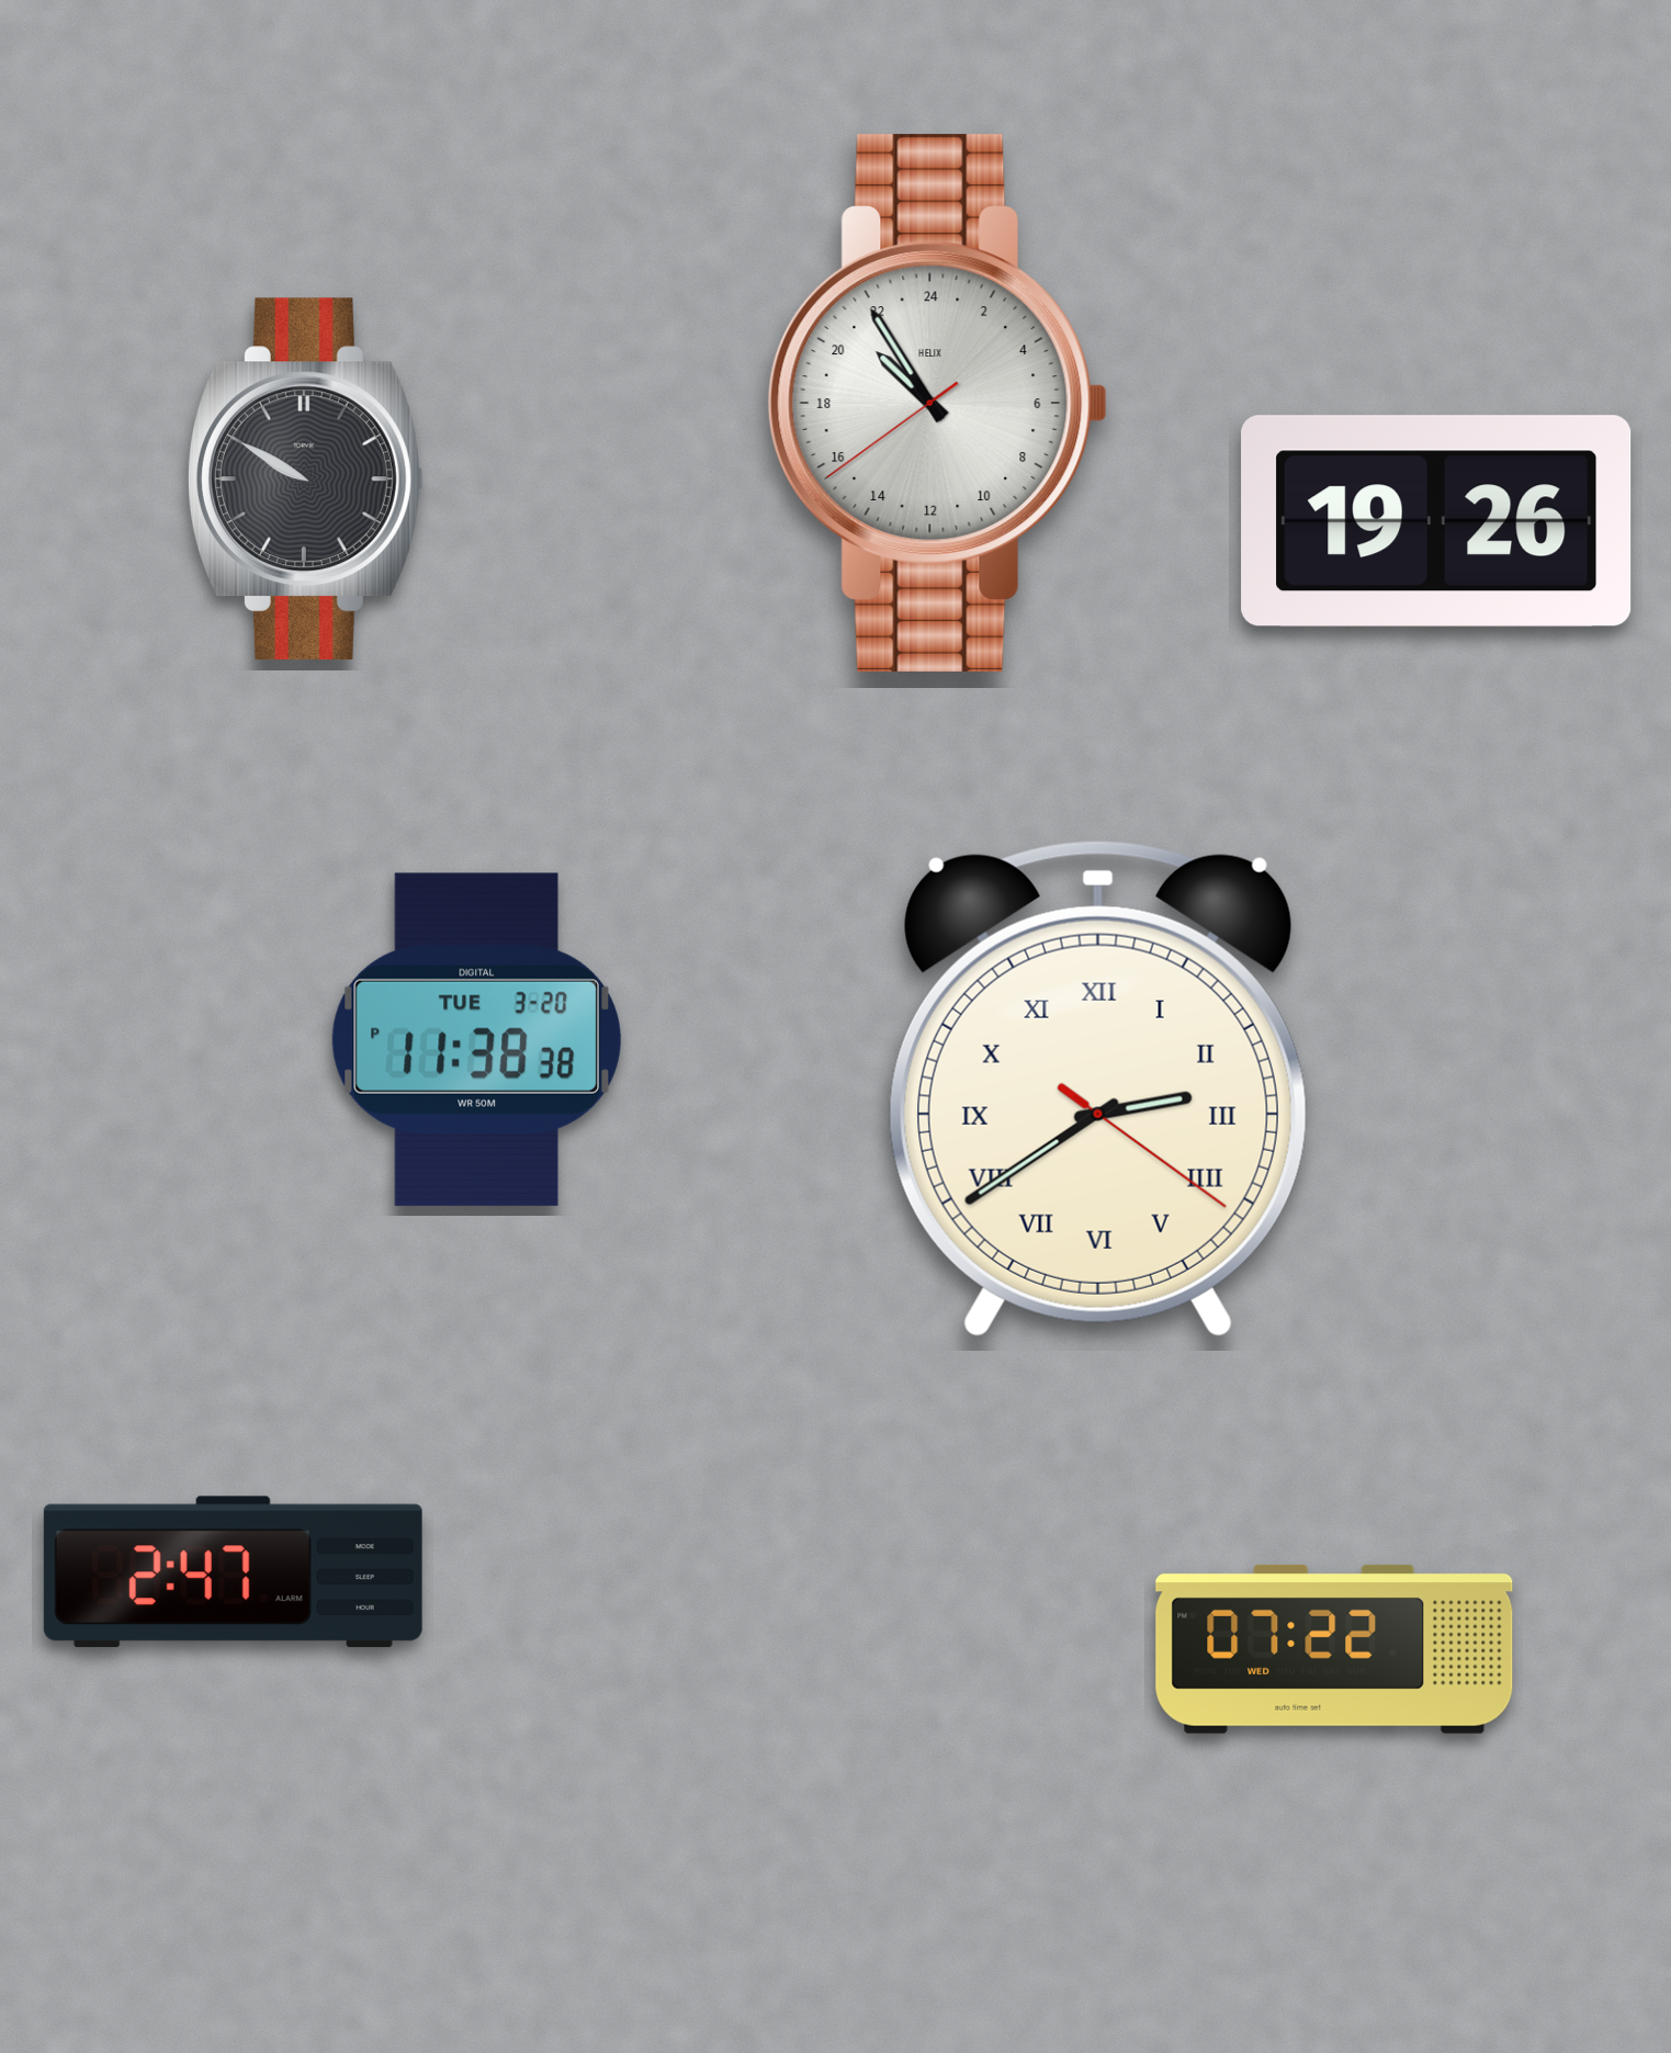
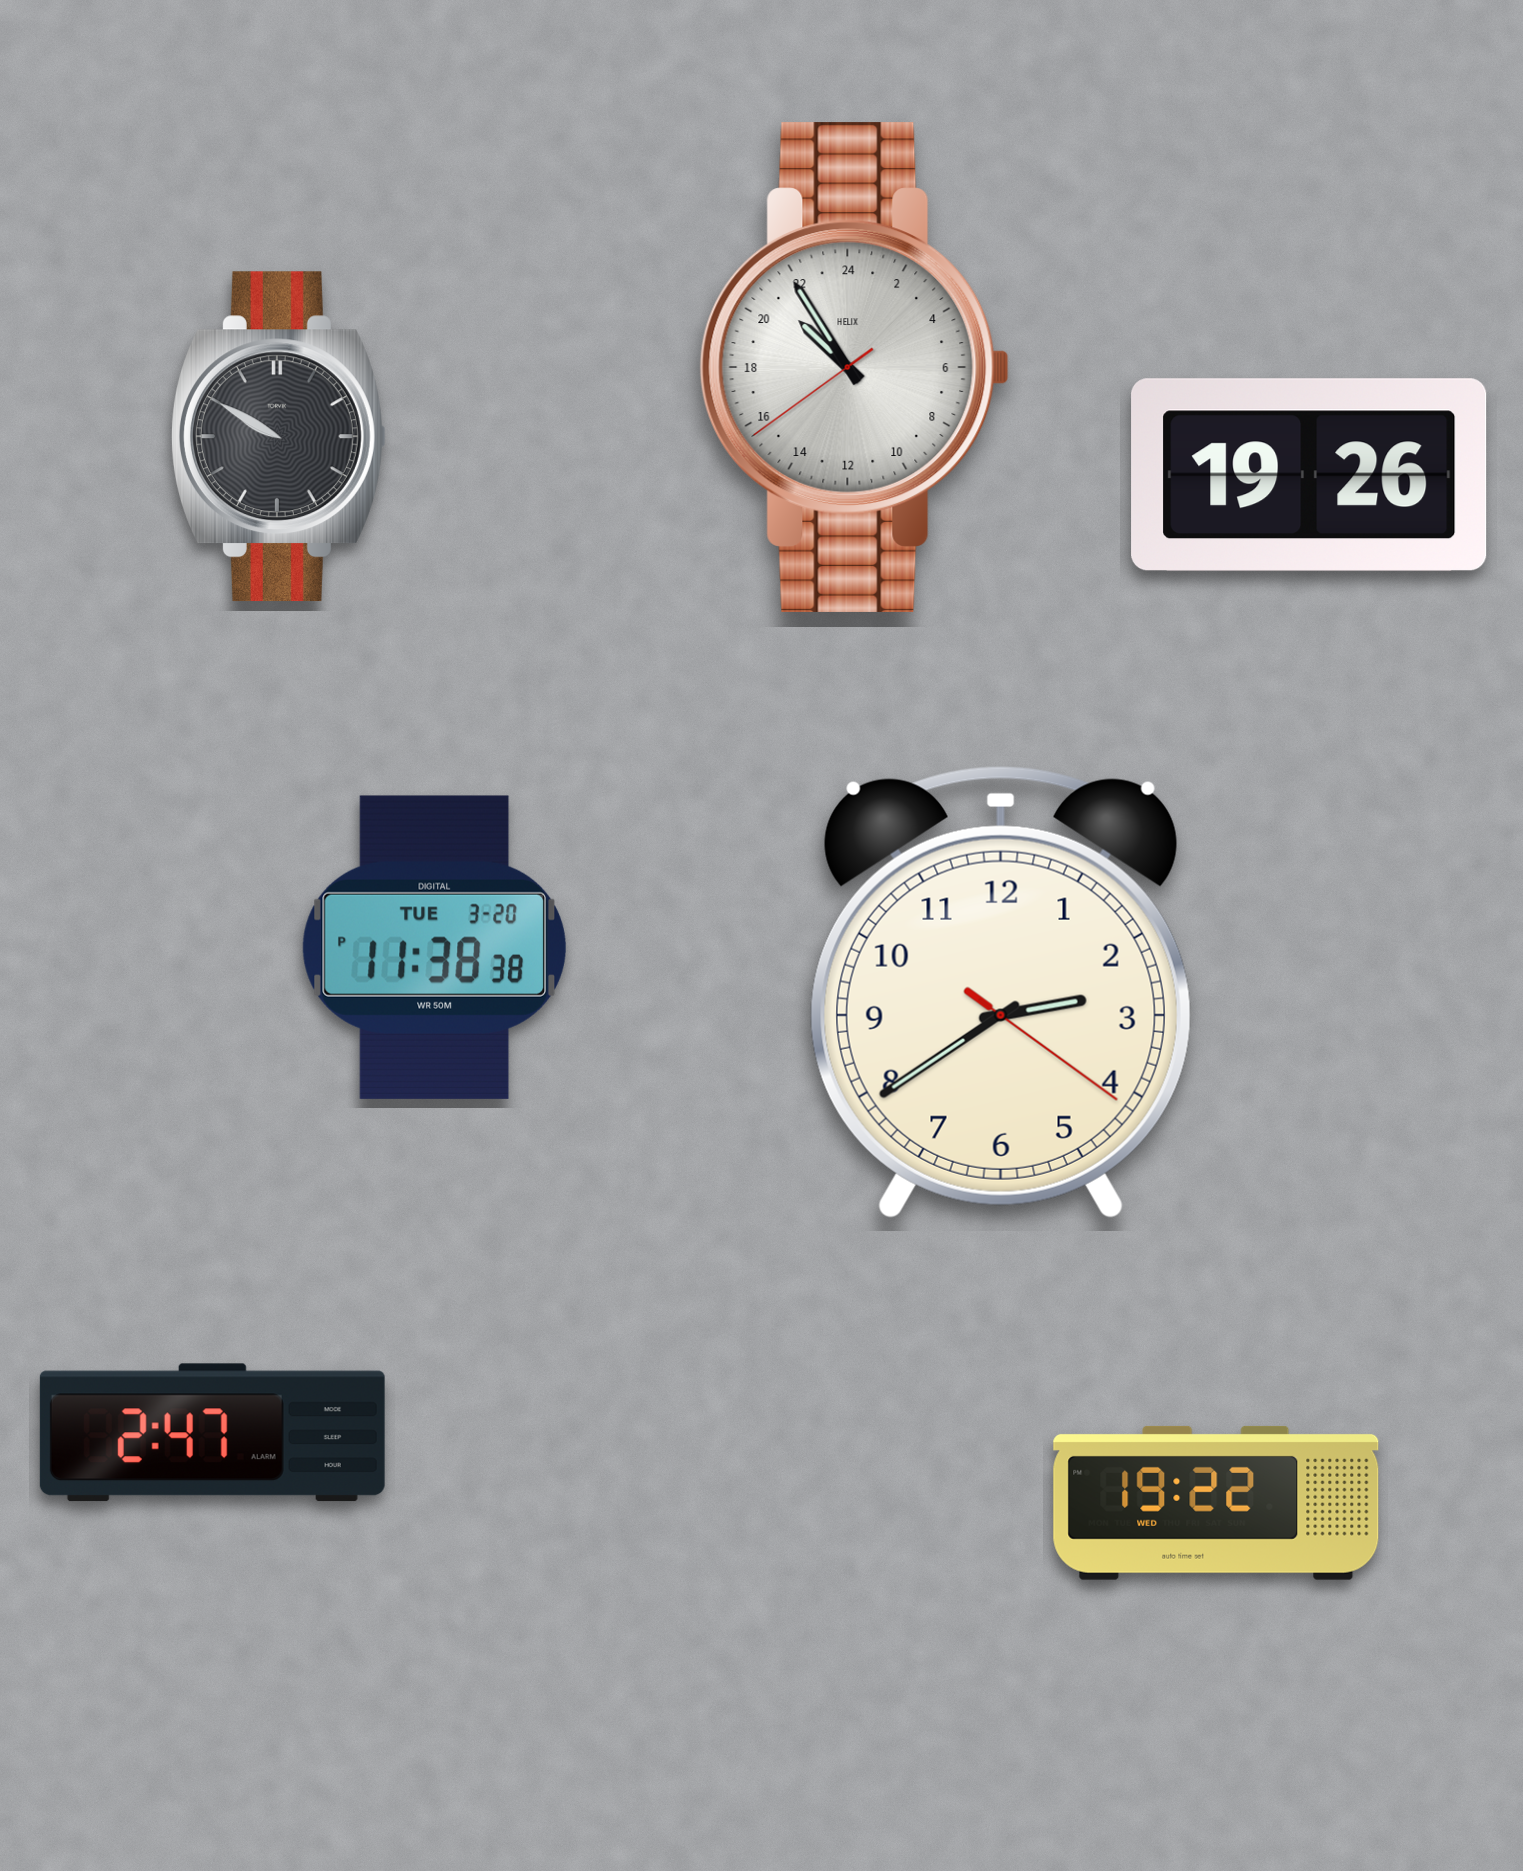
clock at (1098, 1088) numerals: Roman -> Arabic
clock at (1334, 1649): 07:22 -> 19:22
